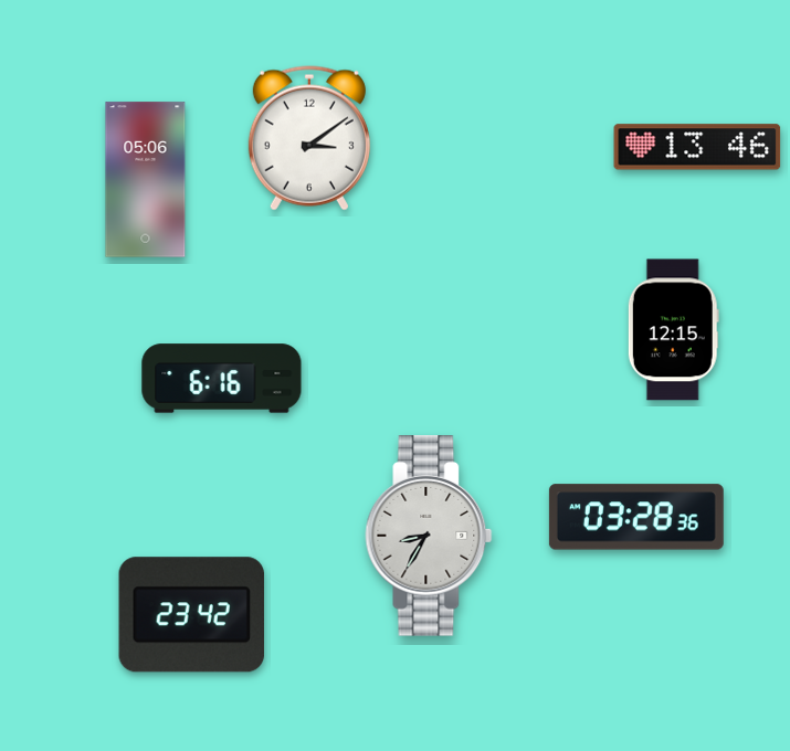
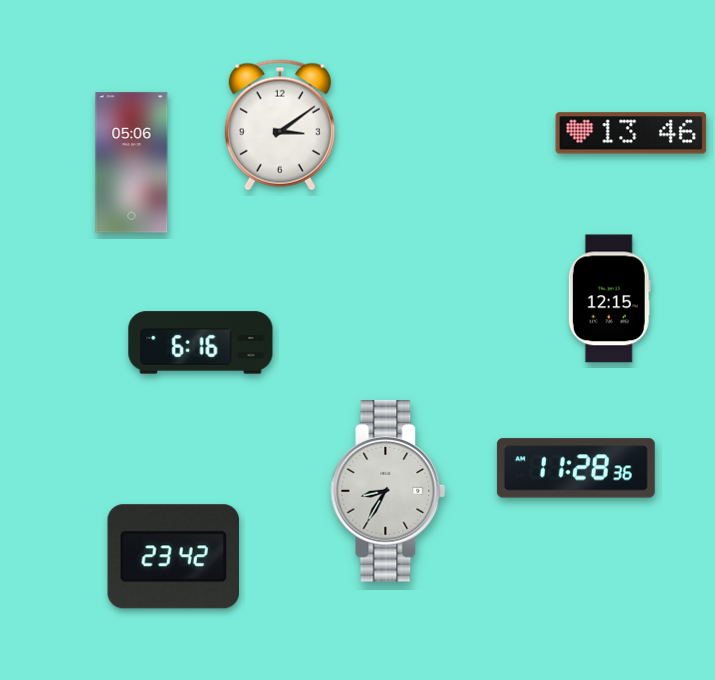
clock at (636, 517): 03:28 -> 11:28
clock at (429, 536) position: (429, 536) -> (388, 491)
